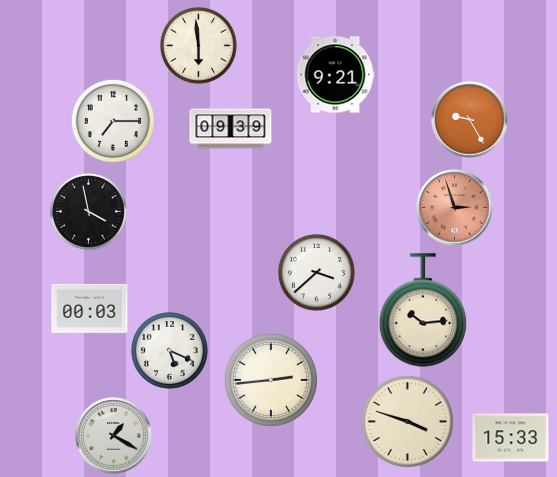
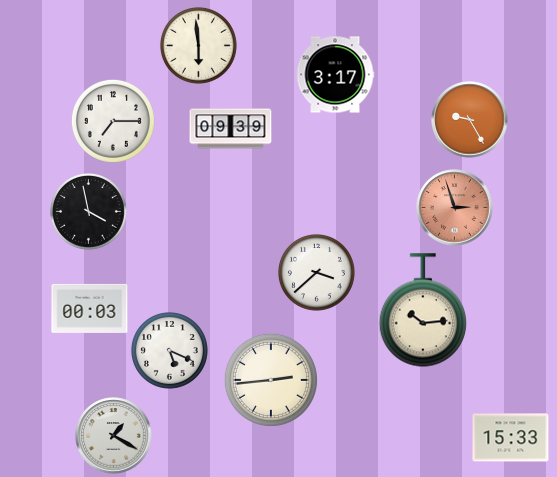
clock at (335, 75): 9:21 -> 3:17
clock at (407, 421): 3:48 -> none
